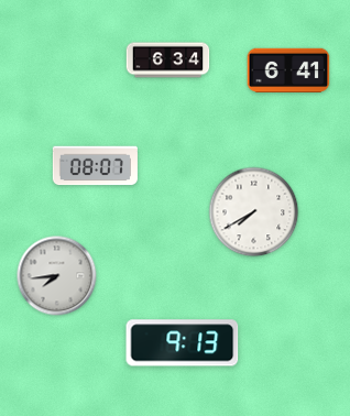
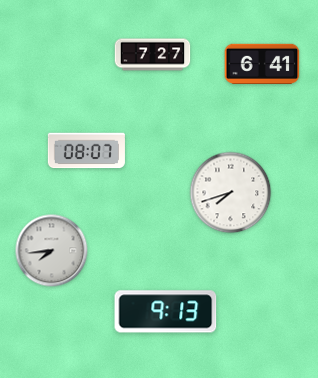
clock at (168, 61): 6:34 -> 7:27
clock at (254, 212): 7:40 -> 7:42
